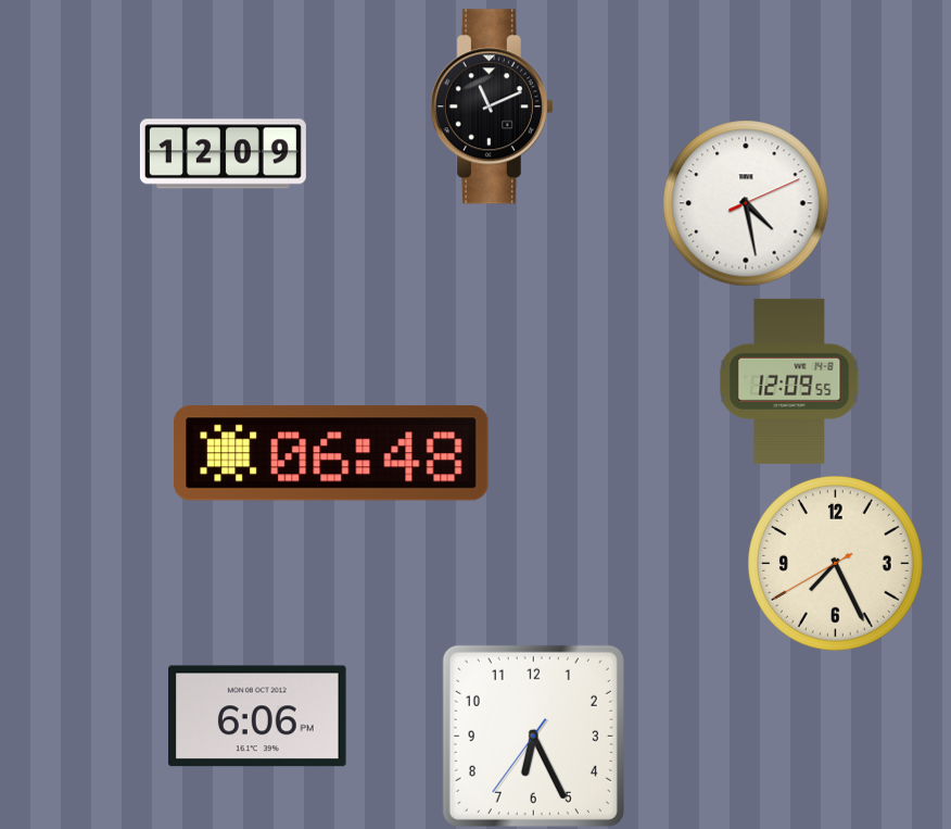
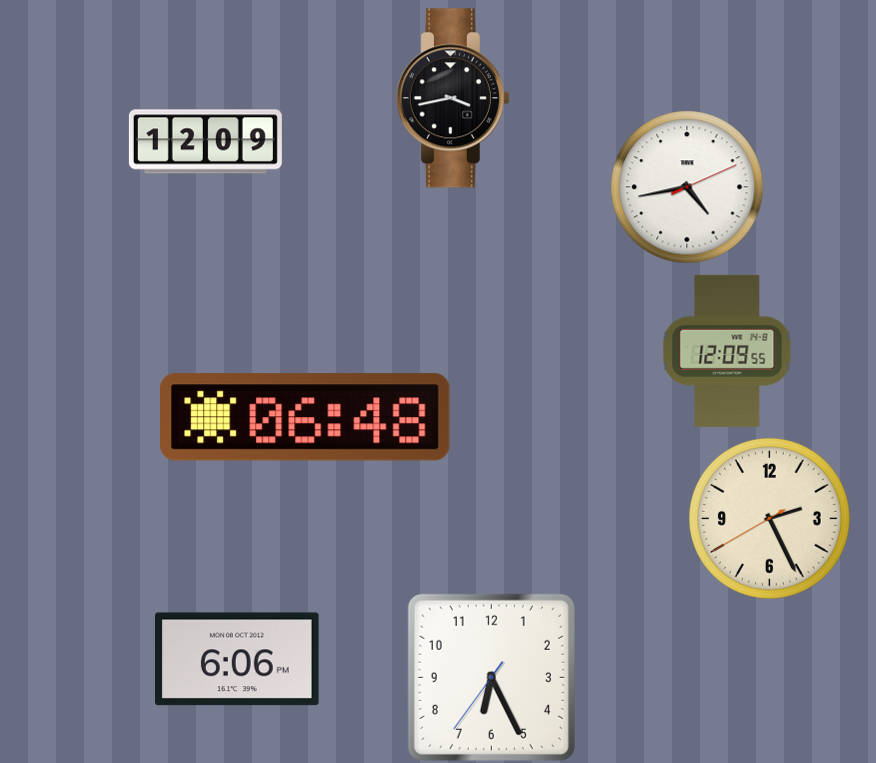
clock at (492, 106): 11:11 -> 3:43
clock at (746, 203): 4:28 -> 4:43
clock at (835, 563): 7:25 -> 2:25
